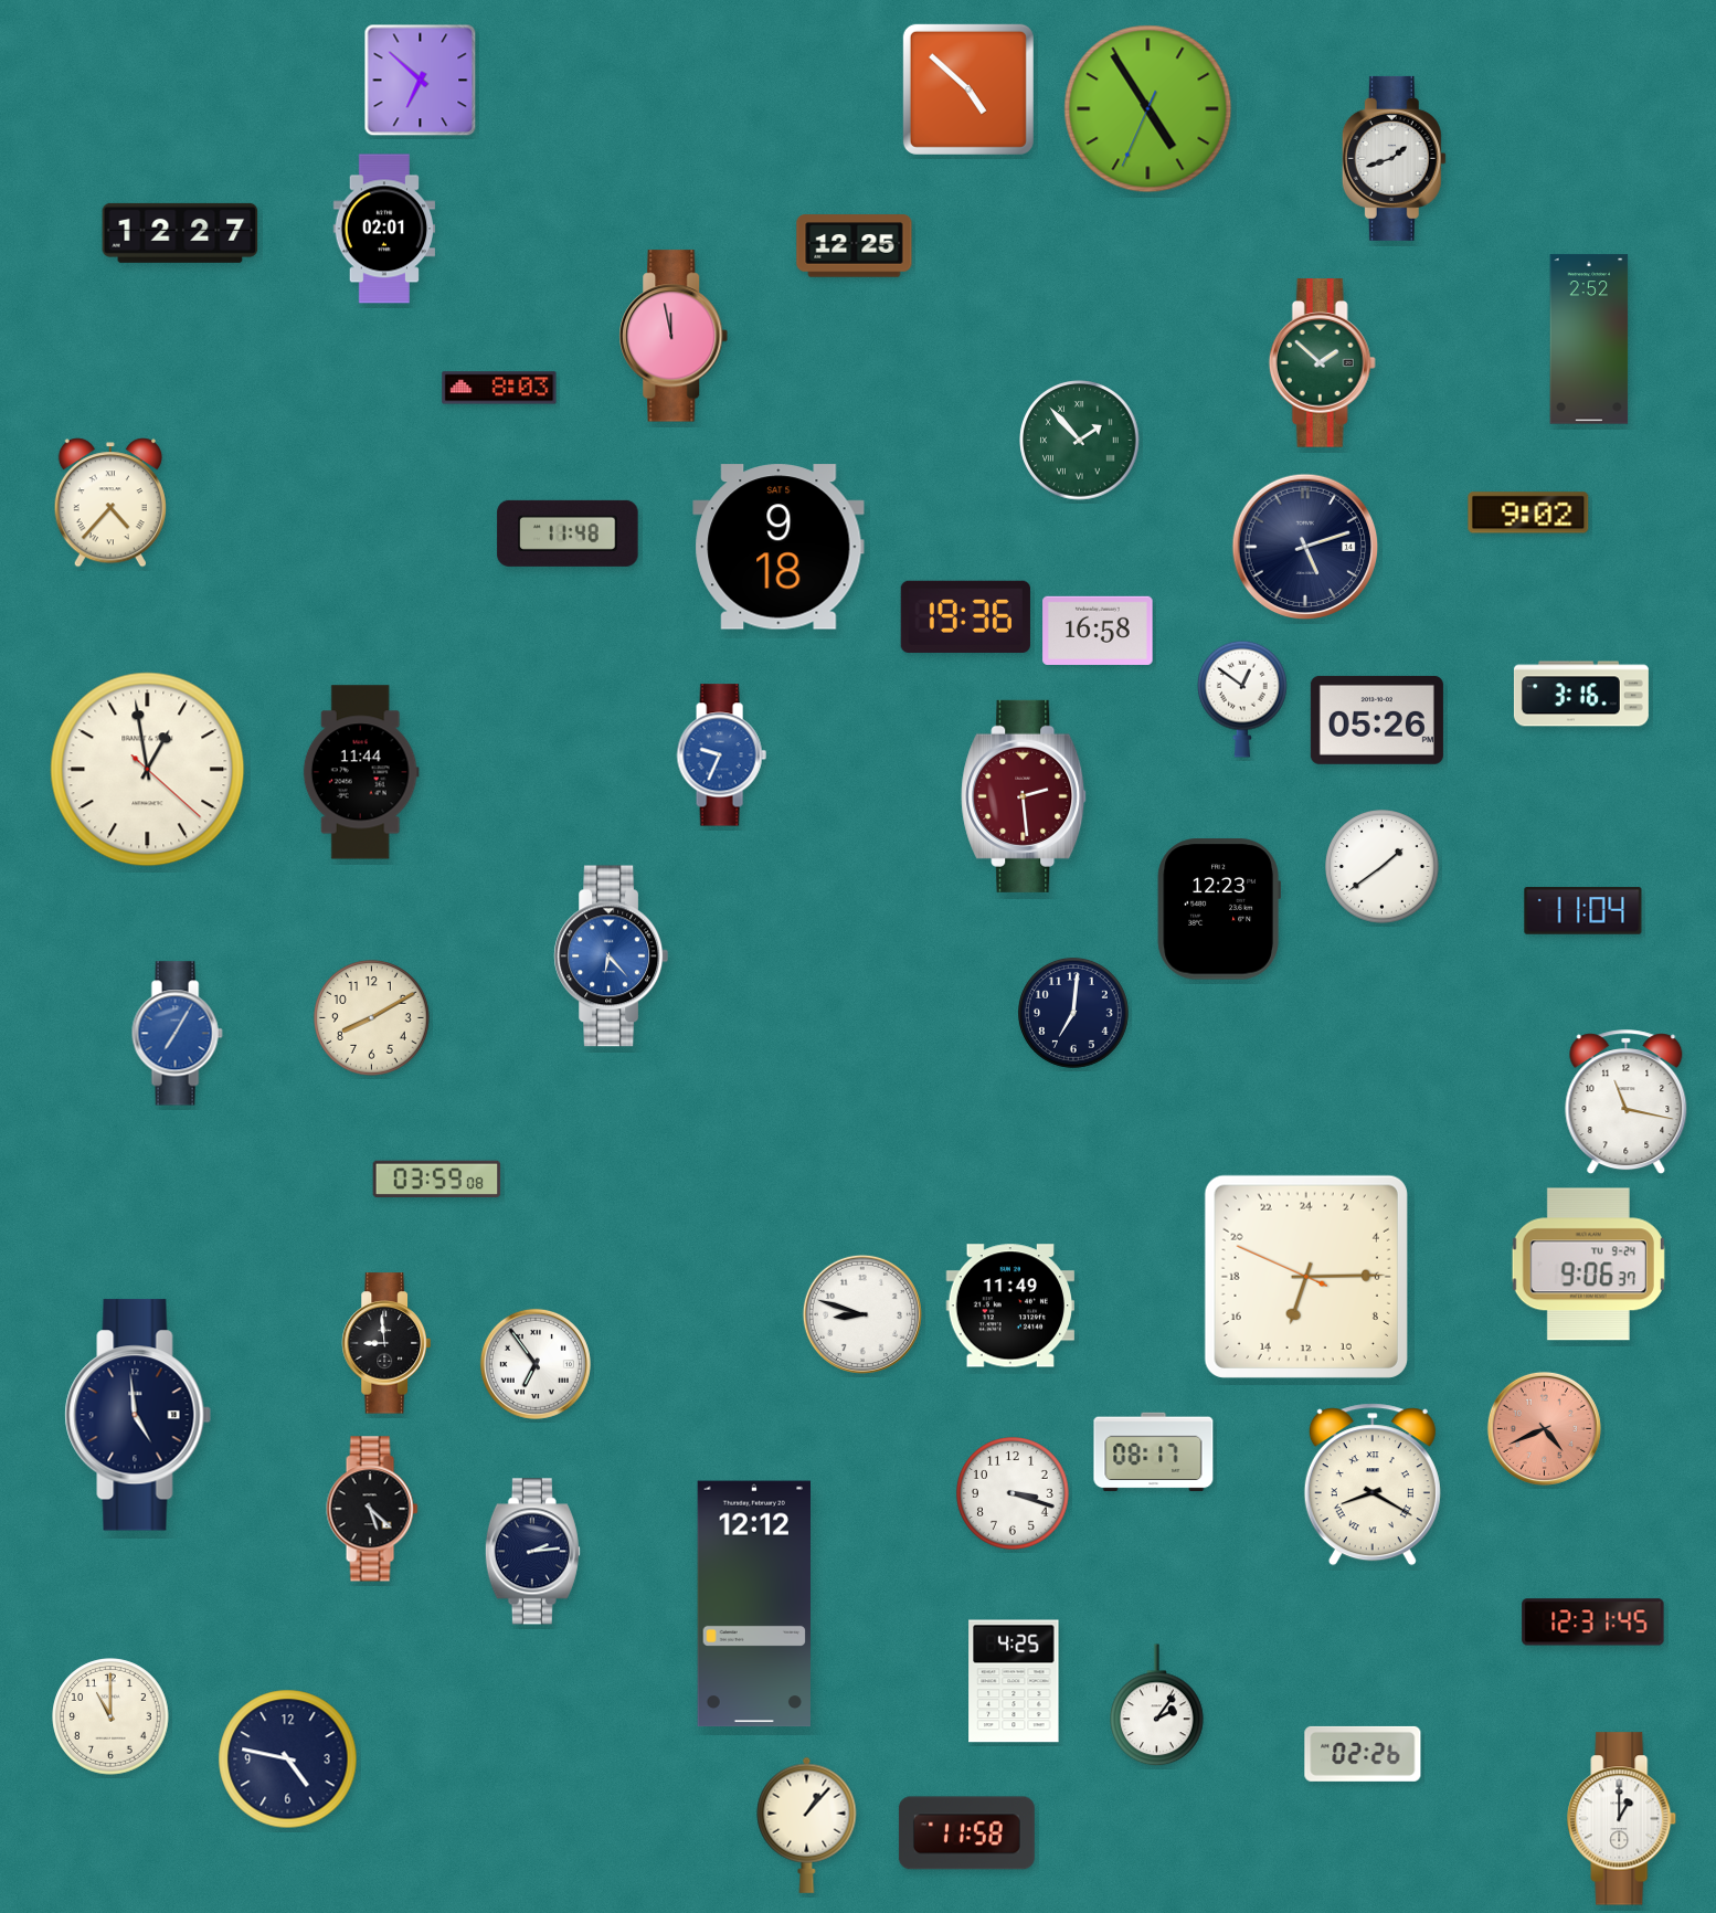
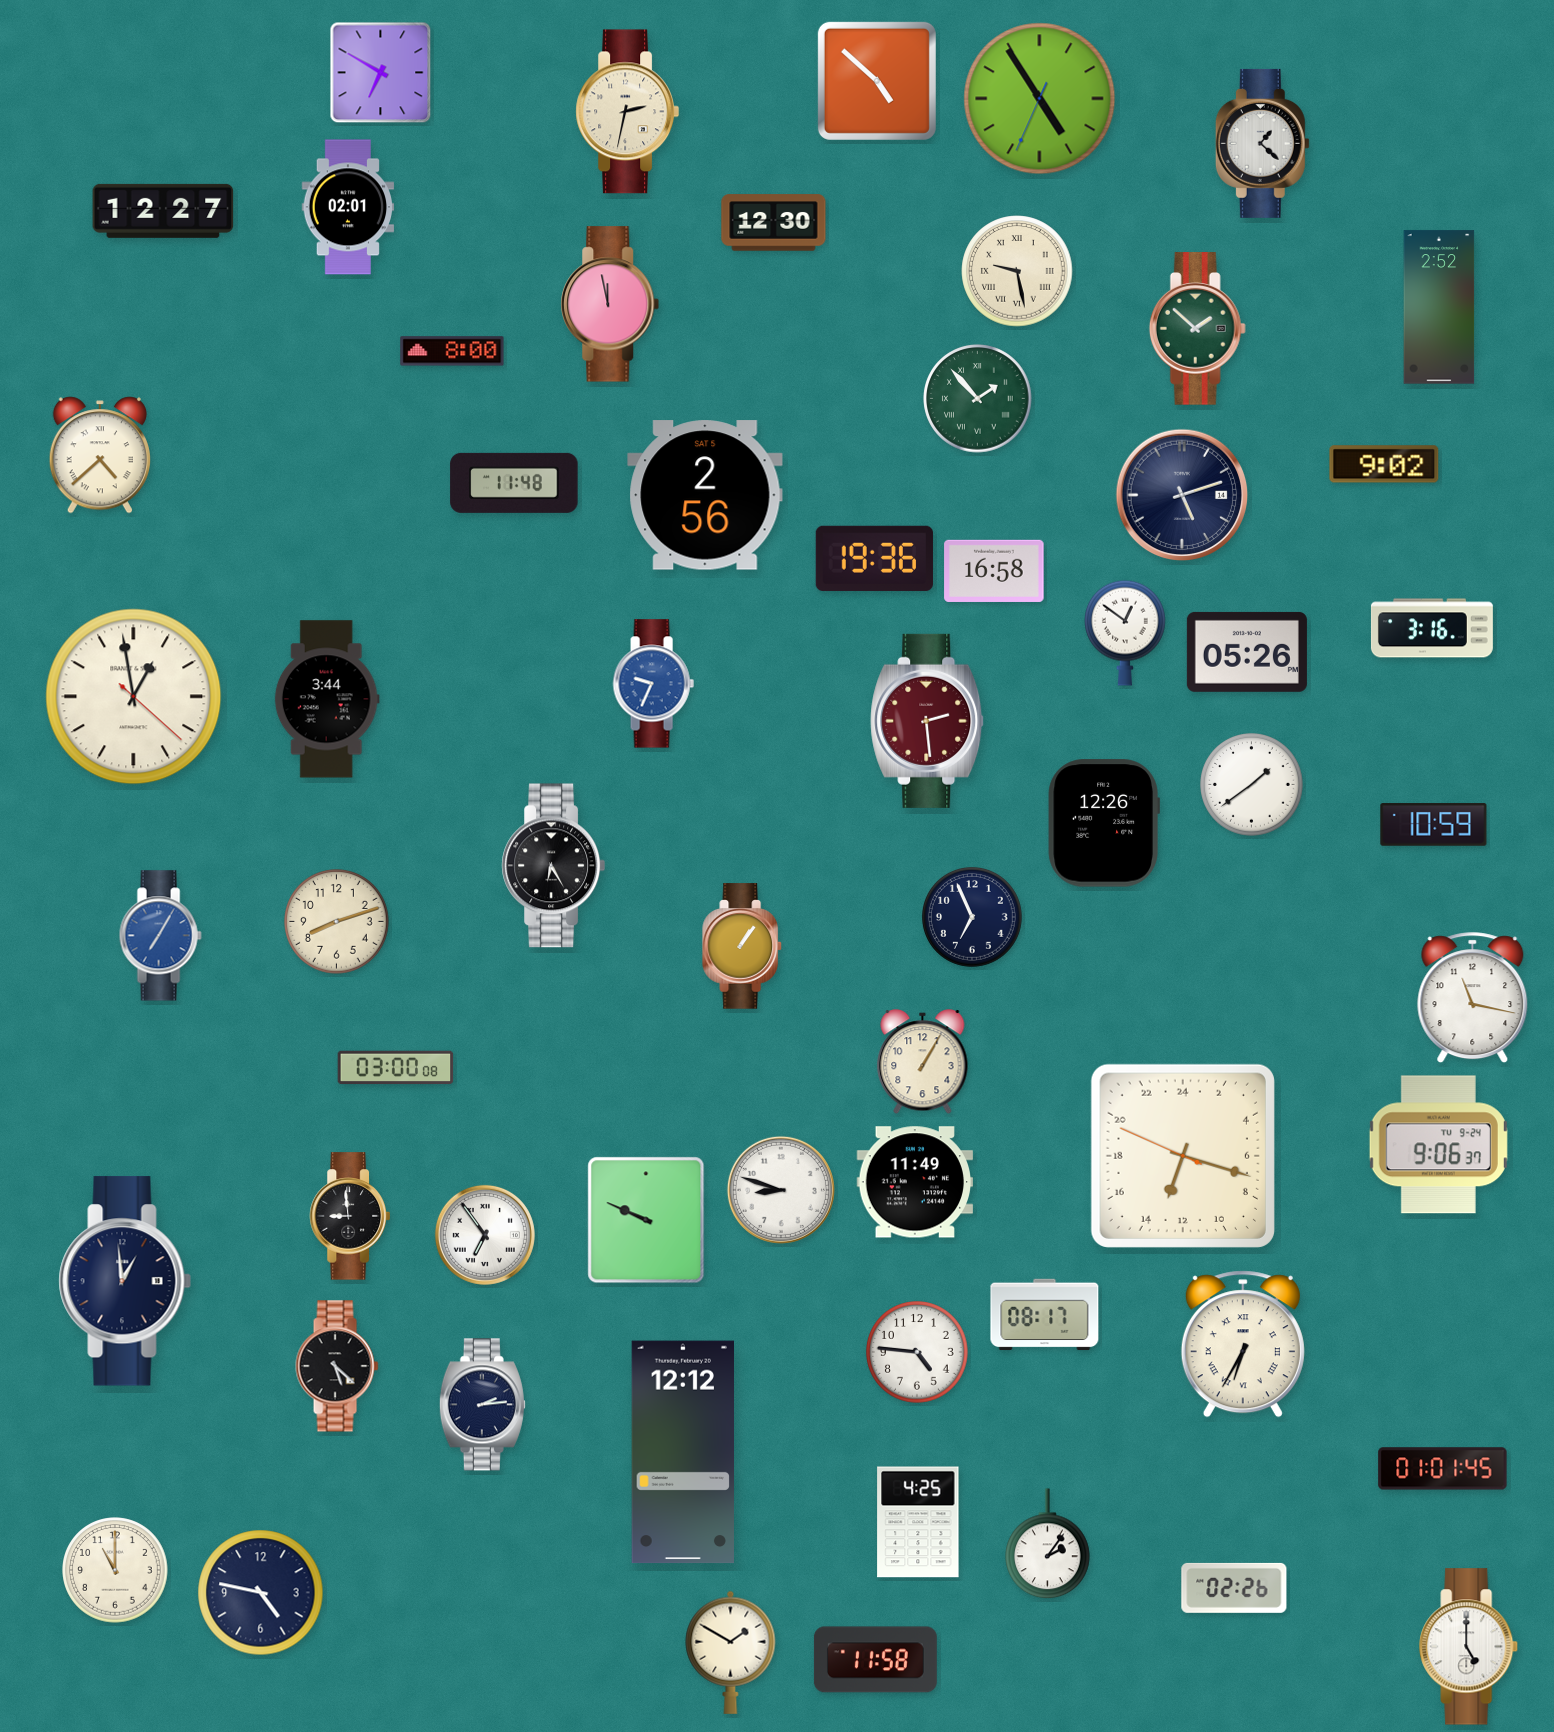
clock at (421, 81): 6:52 -> 6:50
clock at (628, 112): none -> 2:32
clock at (1394, 158): 1:42 -> 1:22
clock at (855, 246): 12:25 -> 12:30
clock at (1017, 271): none -> 9:28
clock at (499, 388): 8:03 -> 8:00
clock at (110, 503): 4:37 -> 4:38
clock at (778, 547): 9:18 -> 2:56
clock at (361, 772): 11:44 -> 3:44
clock at (1219, 909): 12:23 -> 12:26
clock at (1583, 911): 11:04 -> 10:59
clock at (612, 956): 6:23 -> 6:25
clock at (612, 956) dial: blue -> black
clock at (1074, 1014): 7:01 -> 6:56
clock at (372, 1018): 8:10 -> 8:12
clock at (743, 946): none -> 1:06
clock at (923, 1062): none -> 1:05
clock at (437, 1180): 03:59 -> 03:00
clock at (1306, 1277): 13:14 -> 13:17
clock at (646, 1220): none -> 9:49
clock at (138, 1415): 4:59 -> 12:59
clock at (1544, 1428): 4:41 -> none
clock at (1373, 1484): 8:20 -> 6:35
clock at (1014, 1494): 3:18 -> 4:46
clock at (1593, 1623): 12:31 -> 01:01
clock at (110, 1716) position: (110, 1716) -> (115, 1570)
clock at (1622, 1819): 1:00 -> 5:00
clock at (807, 1825): 1:07 -> 1:50
